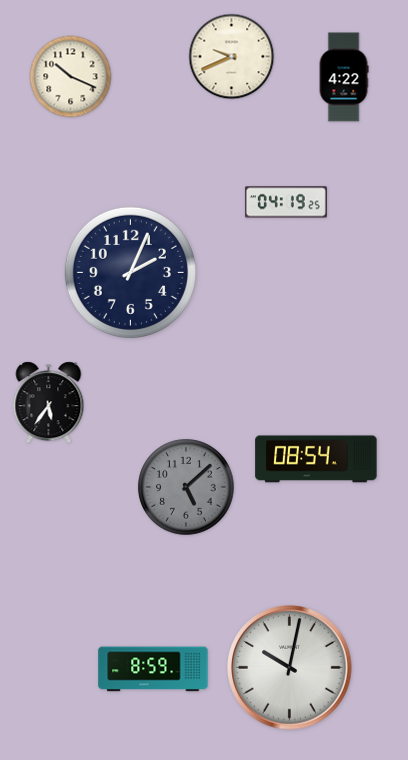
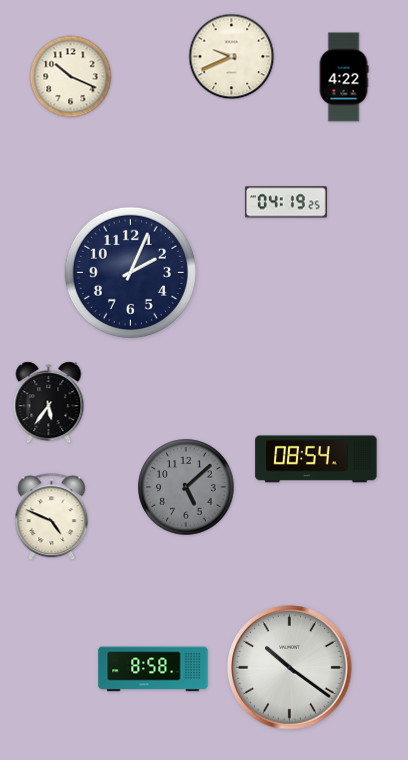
clock at (52, 517): none -> 4:49
clock at (290, 668): 10:02 -> 10:21
clock at (153, 669): 8:59 -> 8:58
